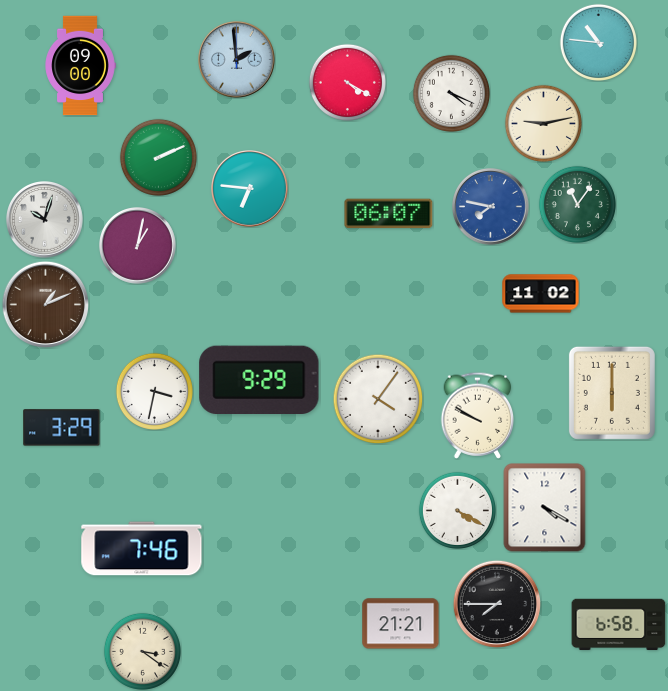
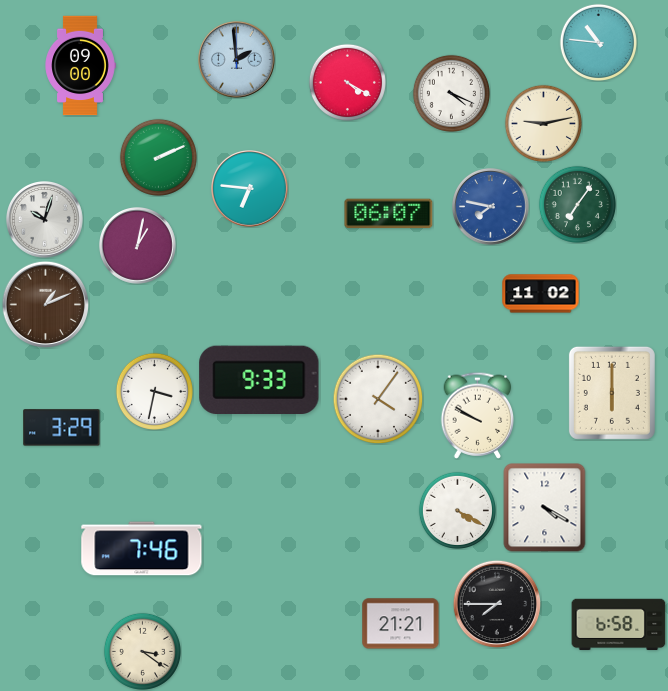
clock at (577, 204): 11:06 -> 7:06
clock at (259, 379): 9:29 -> 9:33
